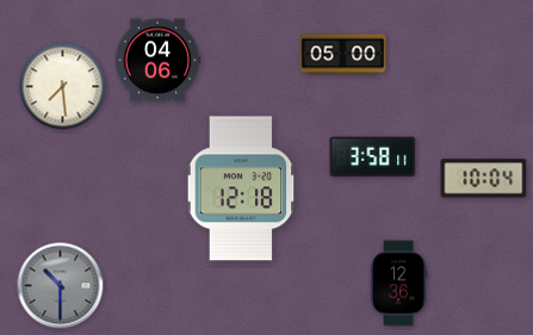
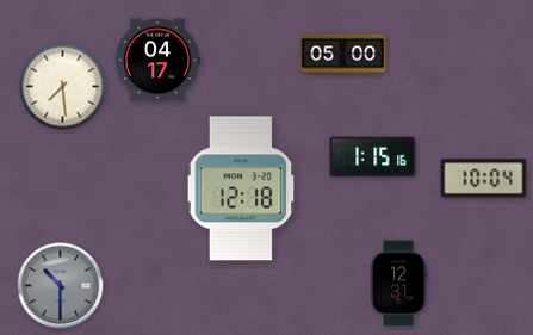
clock at (157, 61): 04:06 -> 04:17
clock at (373, 157): 3:58 -> 1:15
clock at (398, 284): 12:36 -> 12:31
